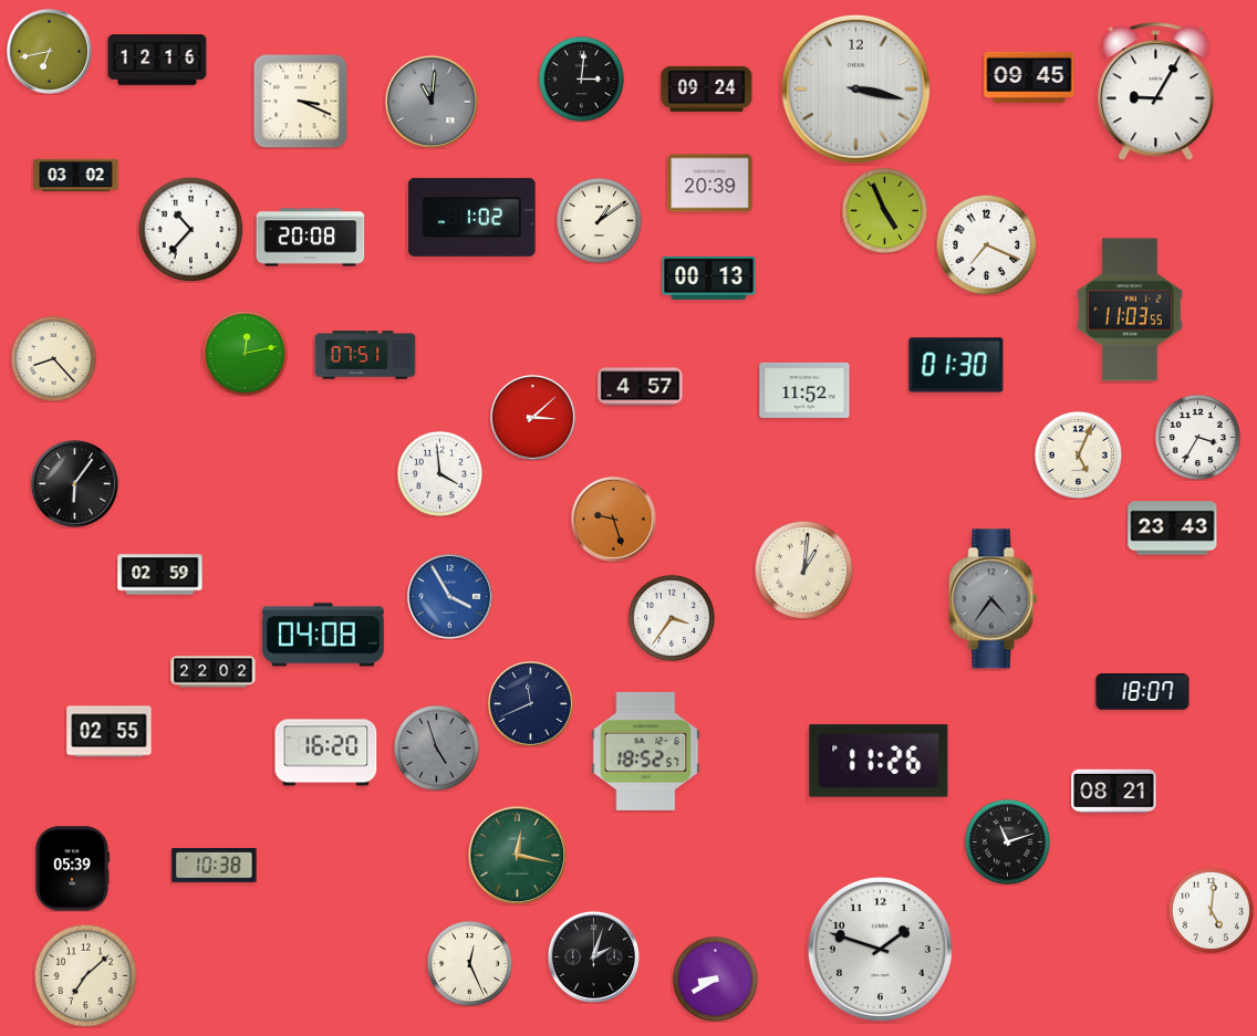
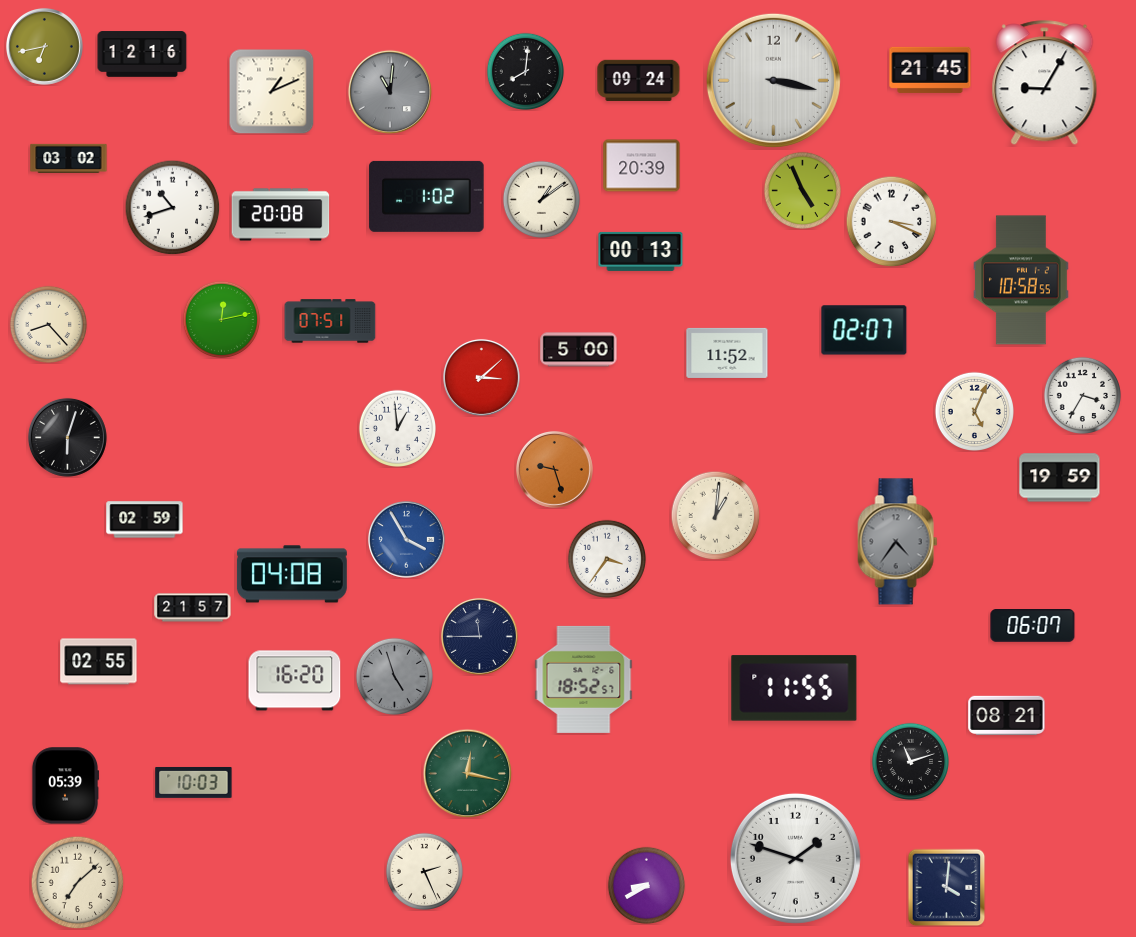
clock at (1029, 77): 09:45 -> 21:45
clock at (581, 79): 3:01 -> 8:01
clock at (300, 101): 3:19 -> 1:11
clock at (884, 210) position: (884, 210) -> (802, 190)
clock at (190, 229): 10:37 -> 10:42
clock at (986, 244): 7:19 -> 3:19
clock at (1131, 310): 11:03 -> 10:58
clock at (956, 365): 01:30 -> 02:07
clock at (641, 387): 4:57 -> 5:00
clock at (439, 473): 3:59 -> 12:59
clock at (74, 483): 6:06 -> 6:03
clock at (1173, 529): 23:43 -> 19:59
clock at (803, 569) position: (803, 569) -> (715, 515)
clock at (214, 672): 22:02 -> 21:57
clock at (1143, 692): 18:07 -> 06:07
clock at (530, 703): 11:41 -> 11:45
clock at (879, 761): 11:26 -> 11:55
clock at (215, 865): 10:38 -> 10:03
clock at (1211, 910): 5:01 -> none
clock at (593, 956): 2:03 -> none
clock at (469, 963): 12:26 -> 2:26
clock at (946, 887): none -> 4:01
